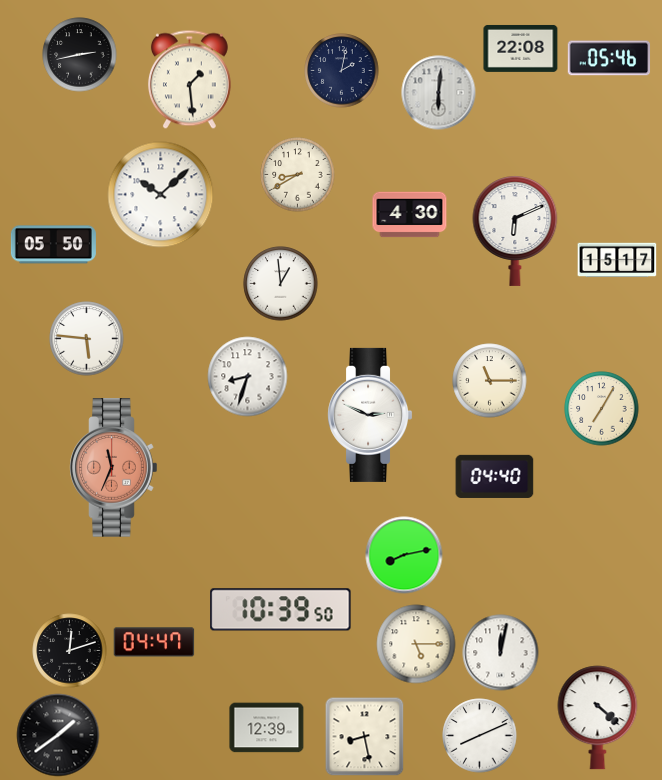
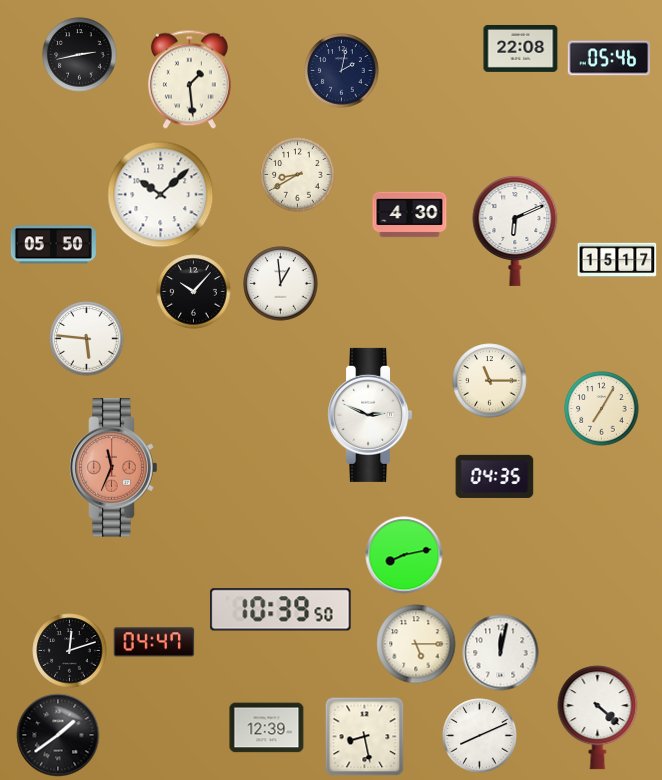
clock at (439, 93): 6:01 -> none
clock at (194, 292): none -> 10:07
clock at (248, 377): 8:33 -> none
clock at (495, 476): 04:40 -> 04:35
